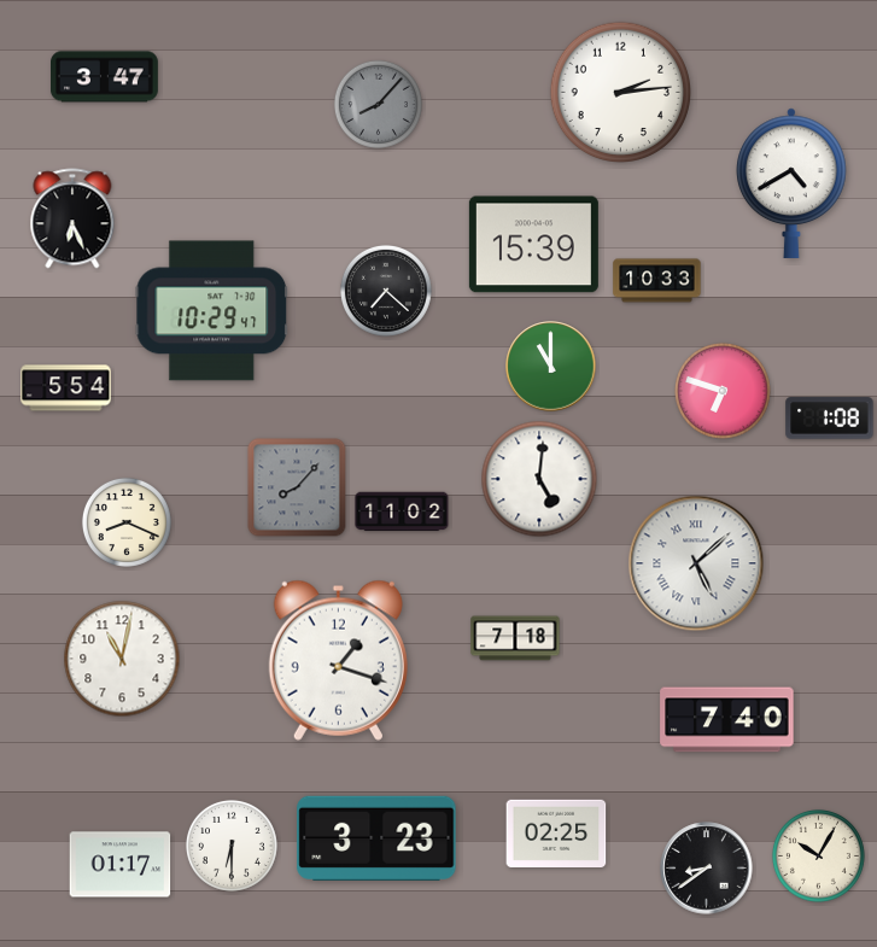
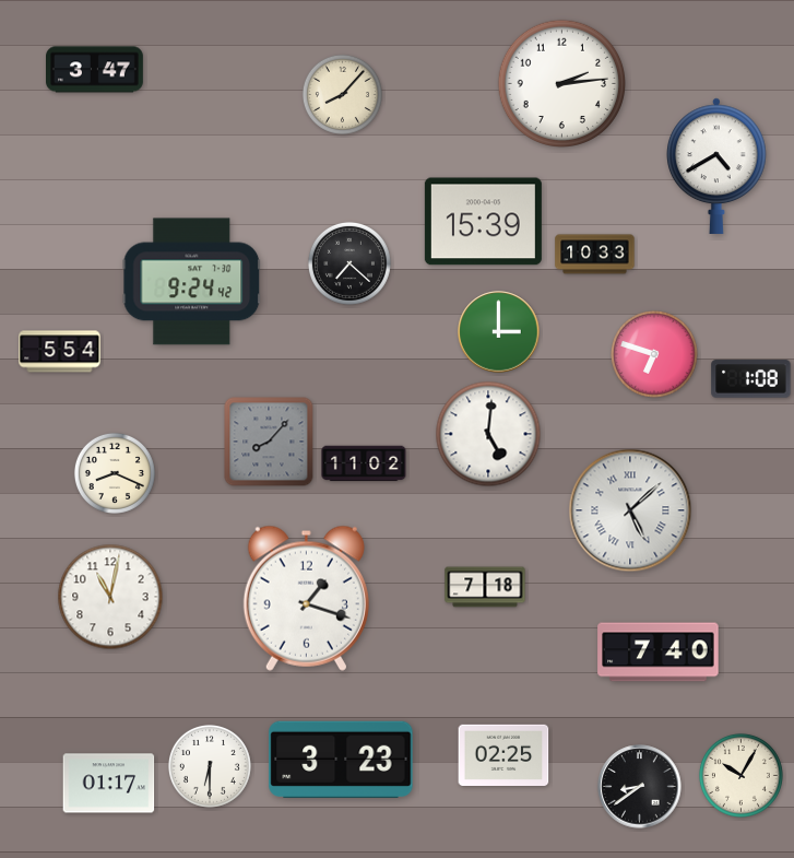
clock at (378, 104) dial: grey -> cream
clock at (72, 218): 6:26 -> none
clock at (212, 311): 10:29 -> 9:24
clock at (551, 367): 11:00 -> 3:00
clock at (515, 638) position: (515, 638) -> (485, 587)
